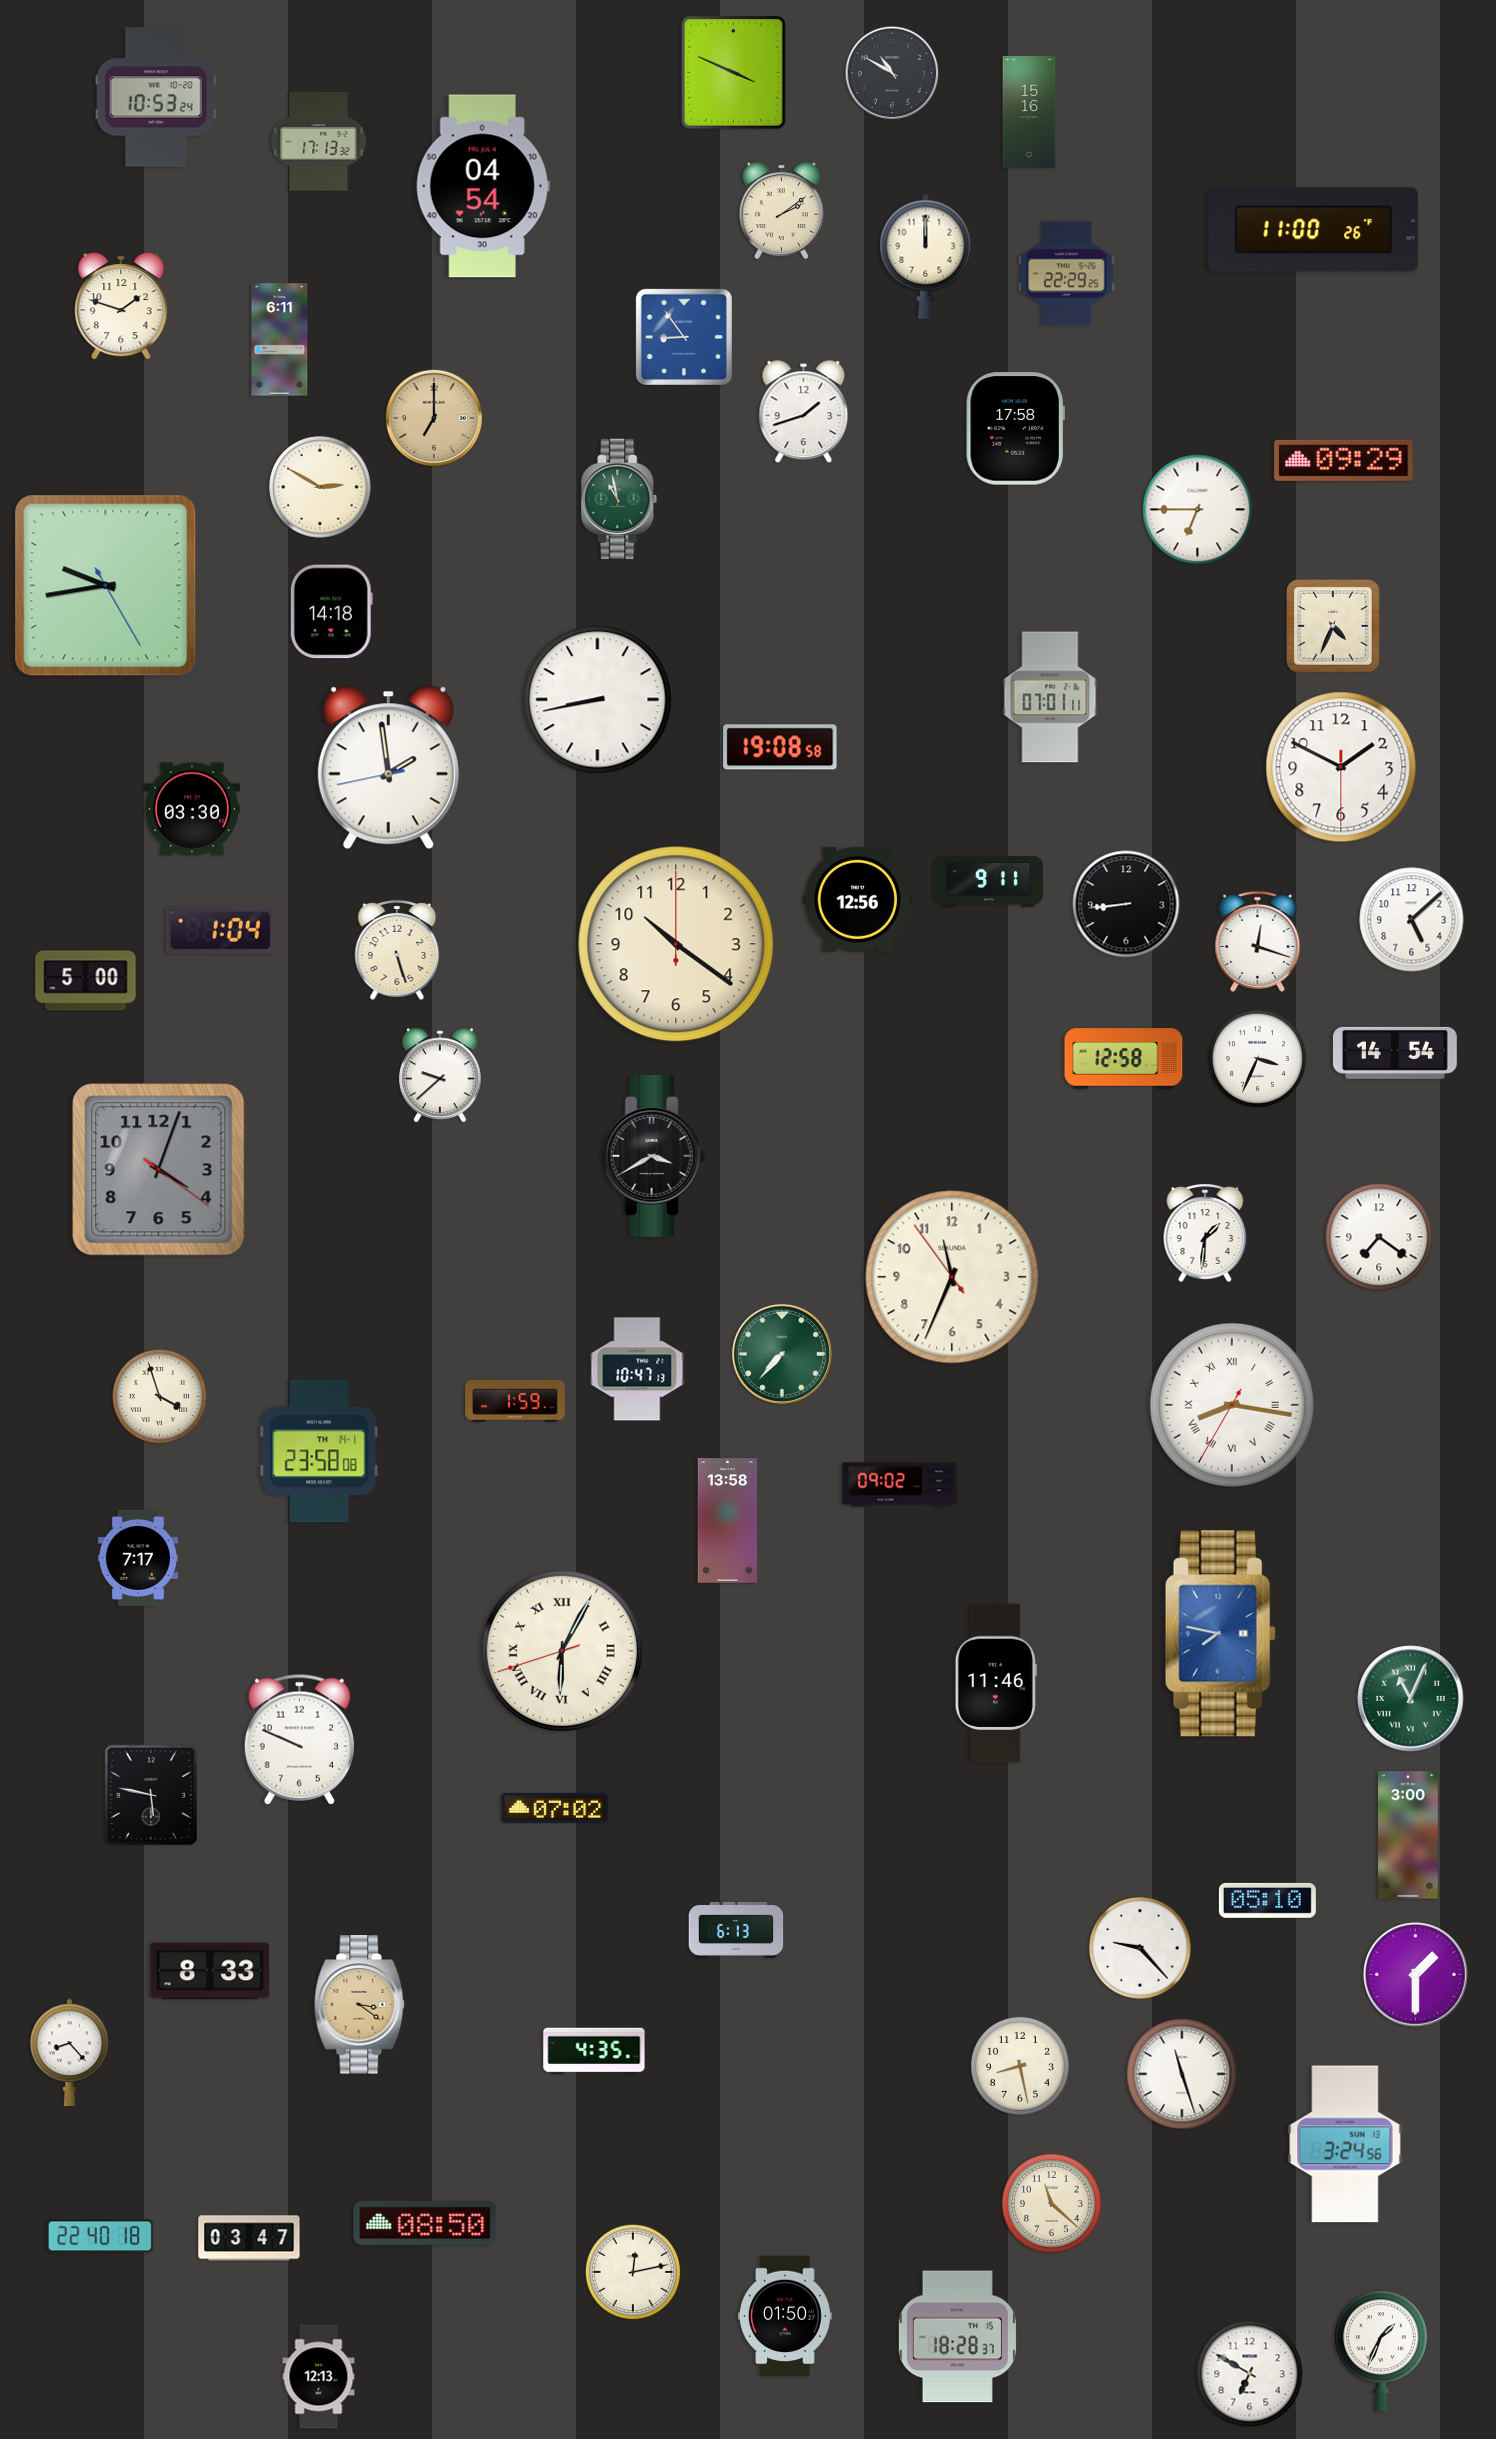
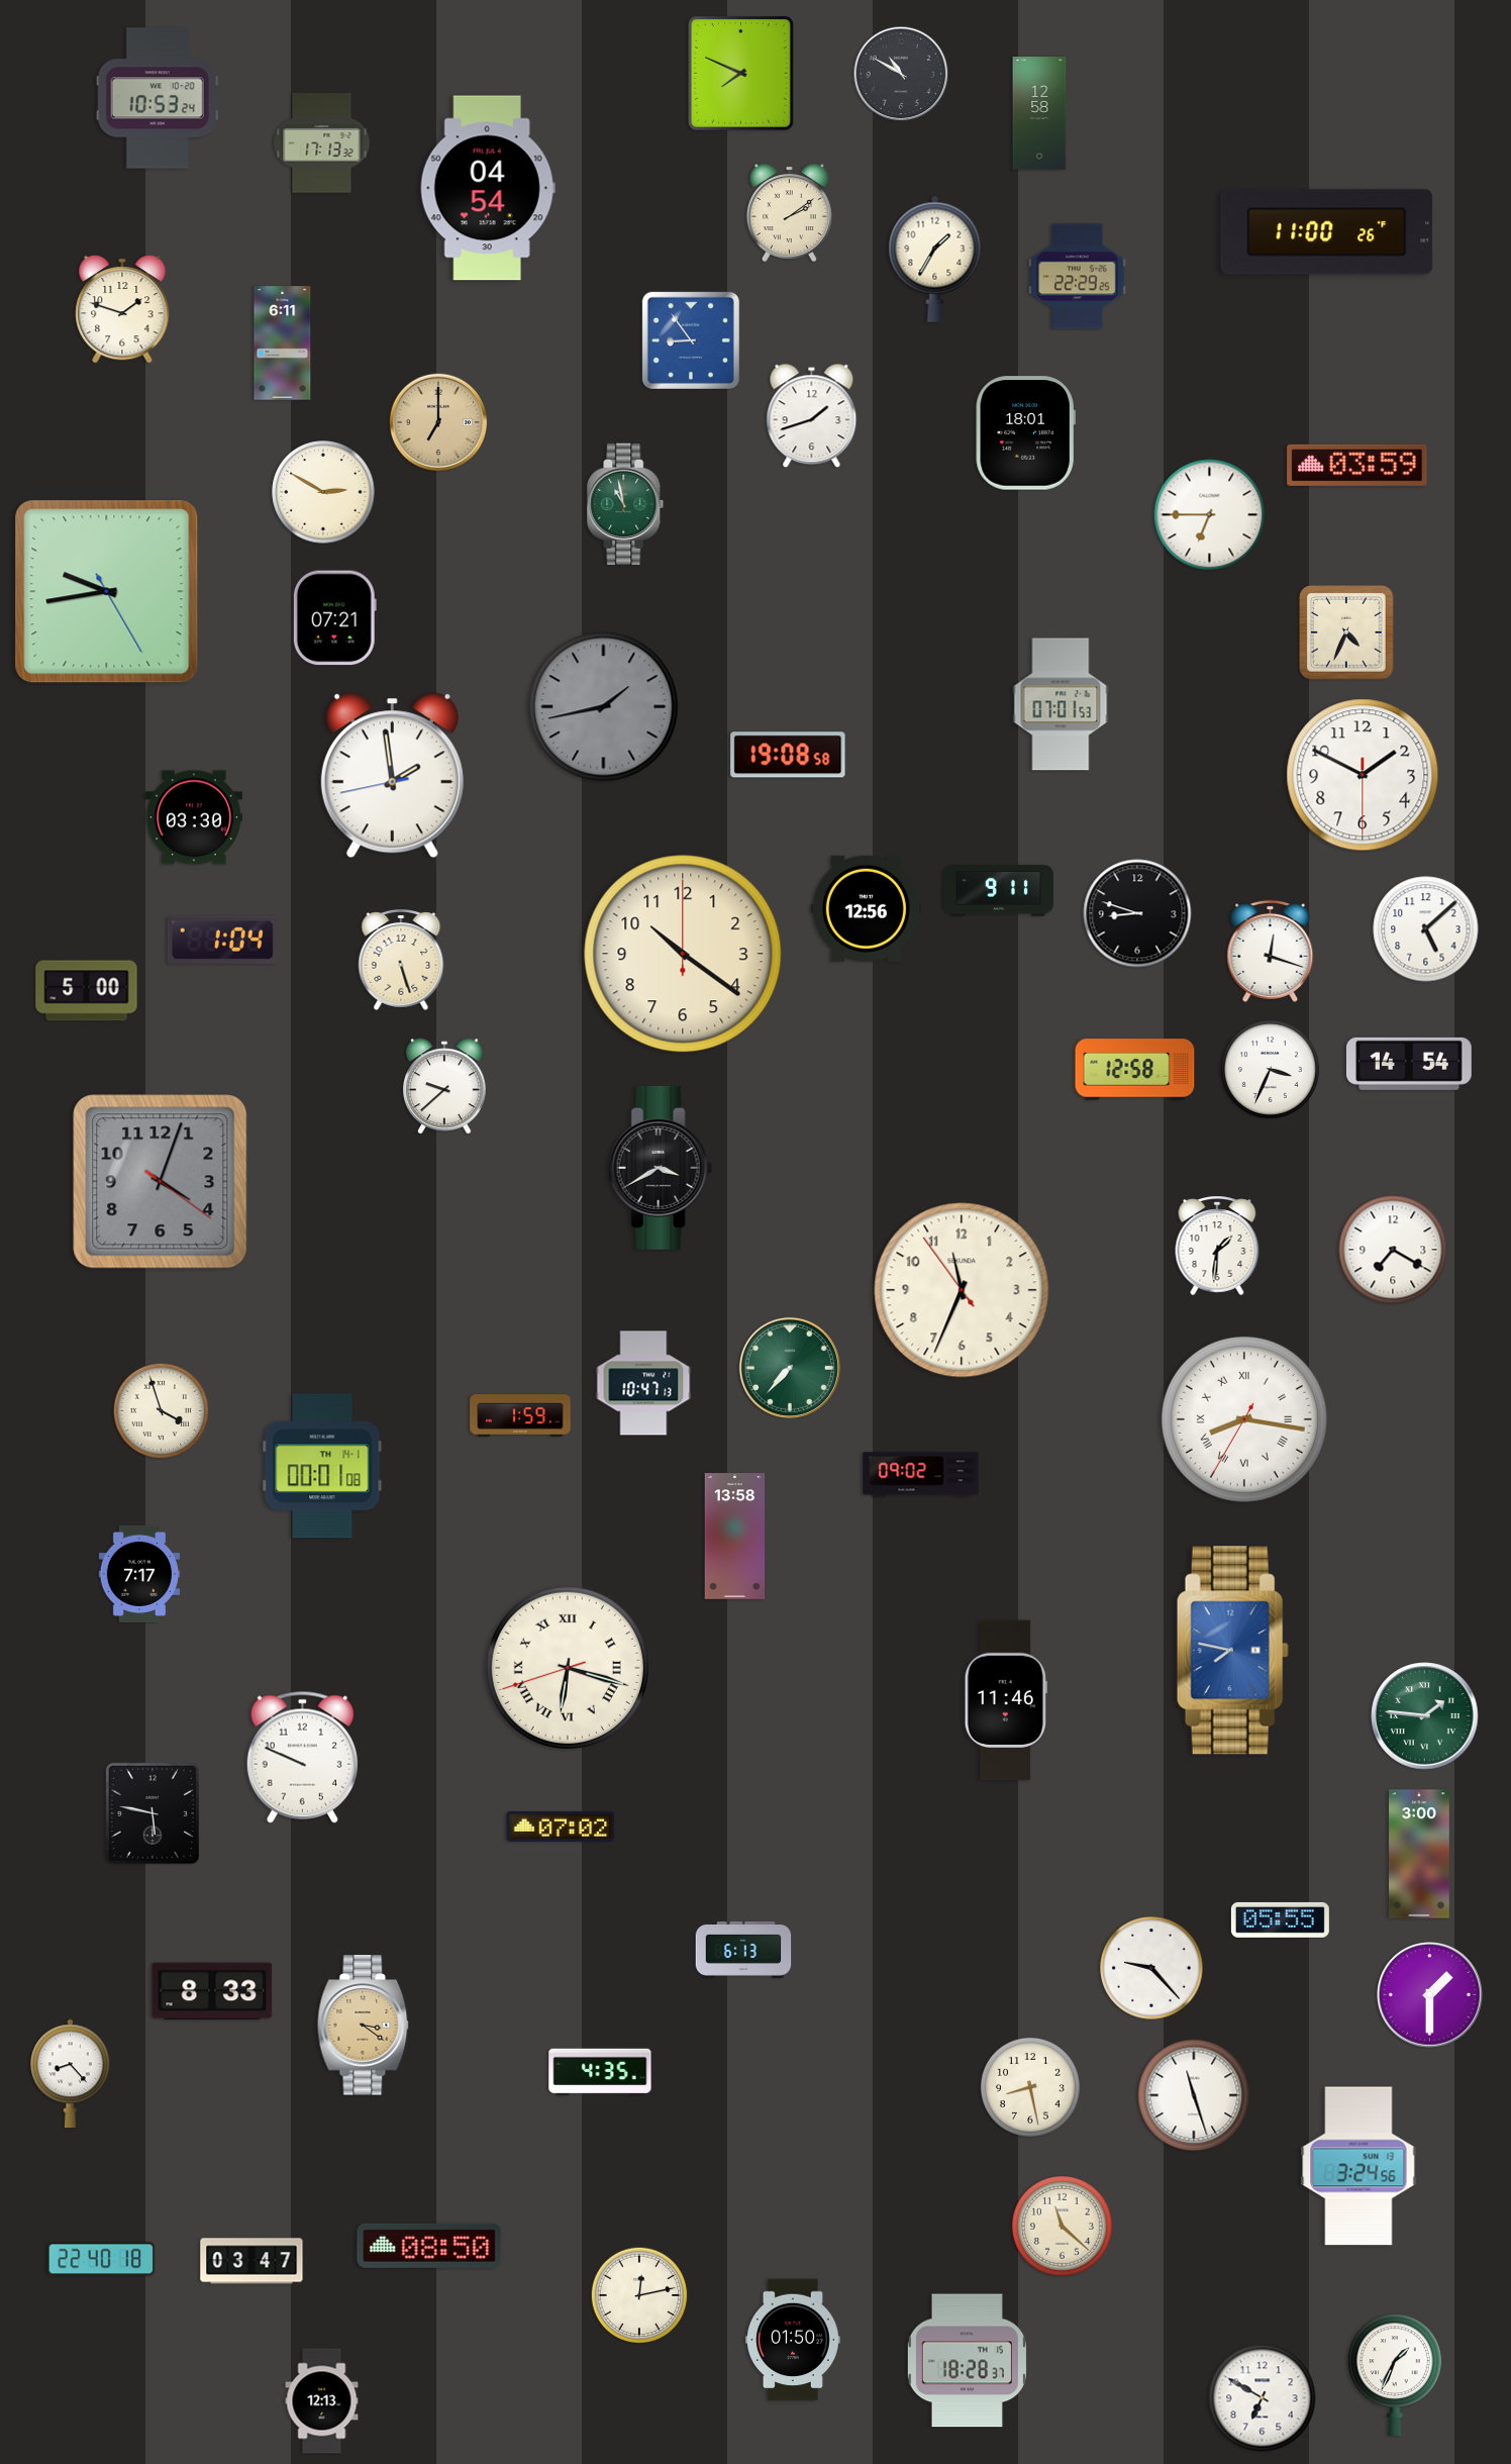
clock at (734, 73): 3:49 -> 7:49
clock at (1029, 112): 15:16 -> 12:58
clock at (926, 256): 12:00 -> 1:35
clock at (1015, 429): 17:58 -> 18:01
clock at (1344, 460): 09:29 -> 03:59
clock at (331, 612): 14:18 -> 07:21
clock at (1050, 697): 07:01:11 -> 07:01:53
clock at (598, 700): 8:43 -> 1:43
clock at (598, 700) dial: white -> grey
clock at (1341, 767) position: (1341, 767) -> (1363, 775)
clock at (1126, 904): 8:44 -> 8:48
clock at (1379, 1237): 7:21 -> 7:20
clock at (319, 1451): 23:58 -> 00:01
clock at (900, 1485) position: (900, 1485) -> (921, 1475)
clock at (562, 1651): 6:04 -> 6:17
clock at (1411, 1699): 11:04 -> 1:46
clock at (1408, 1835) position: (1408, 1835) -> (1419, 1854)
clock at (1267, 1900): 05:10 -> 05:55
